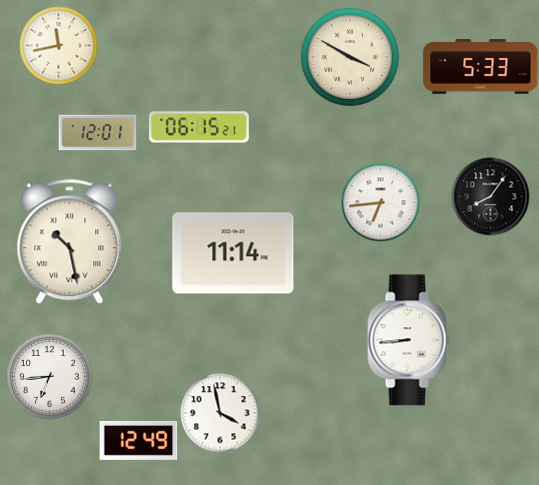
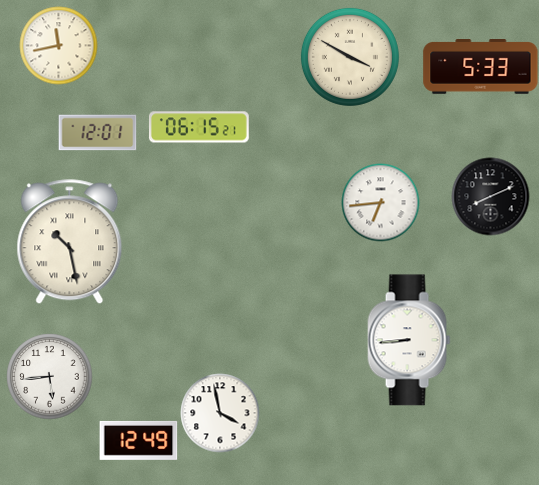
clock at (490, 196): 8:06 -> 8:11
clock at (233, 253): 11:14 -> none
clock at (49, 376): 6:44 -> 5:44
